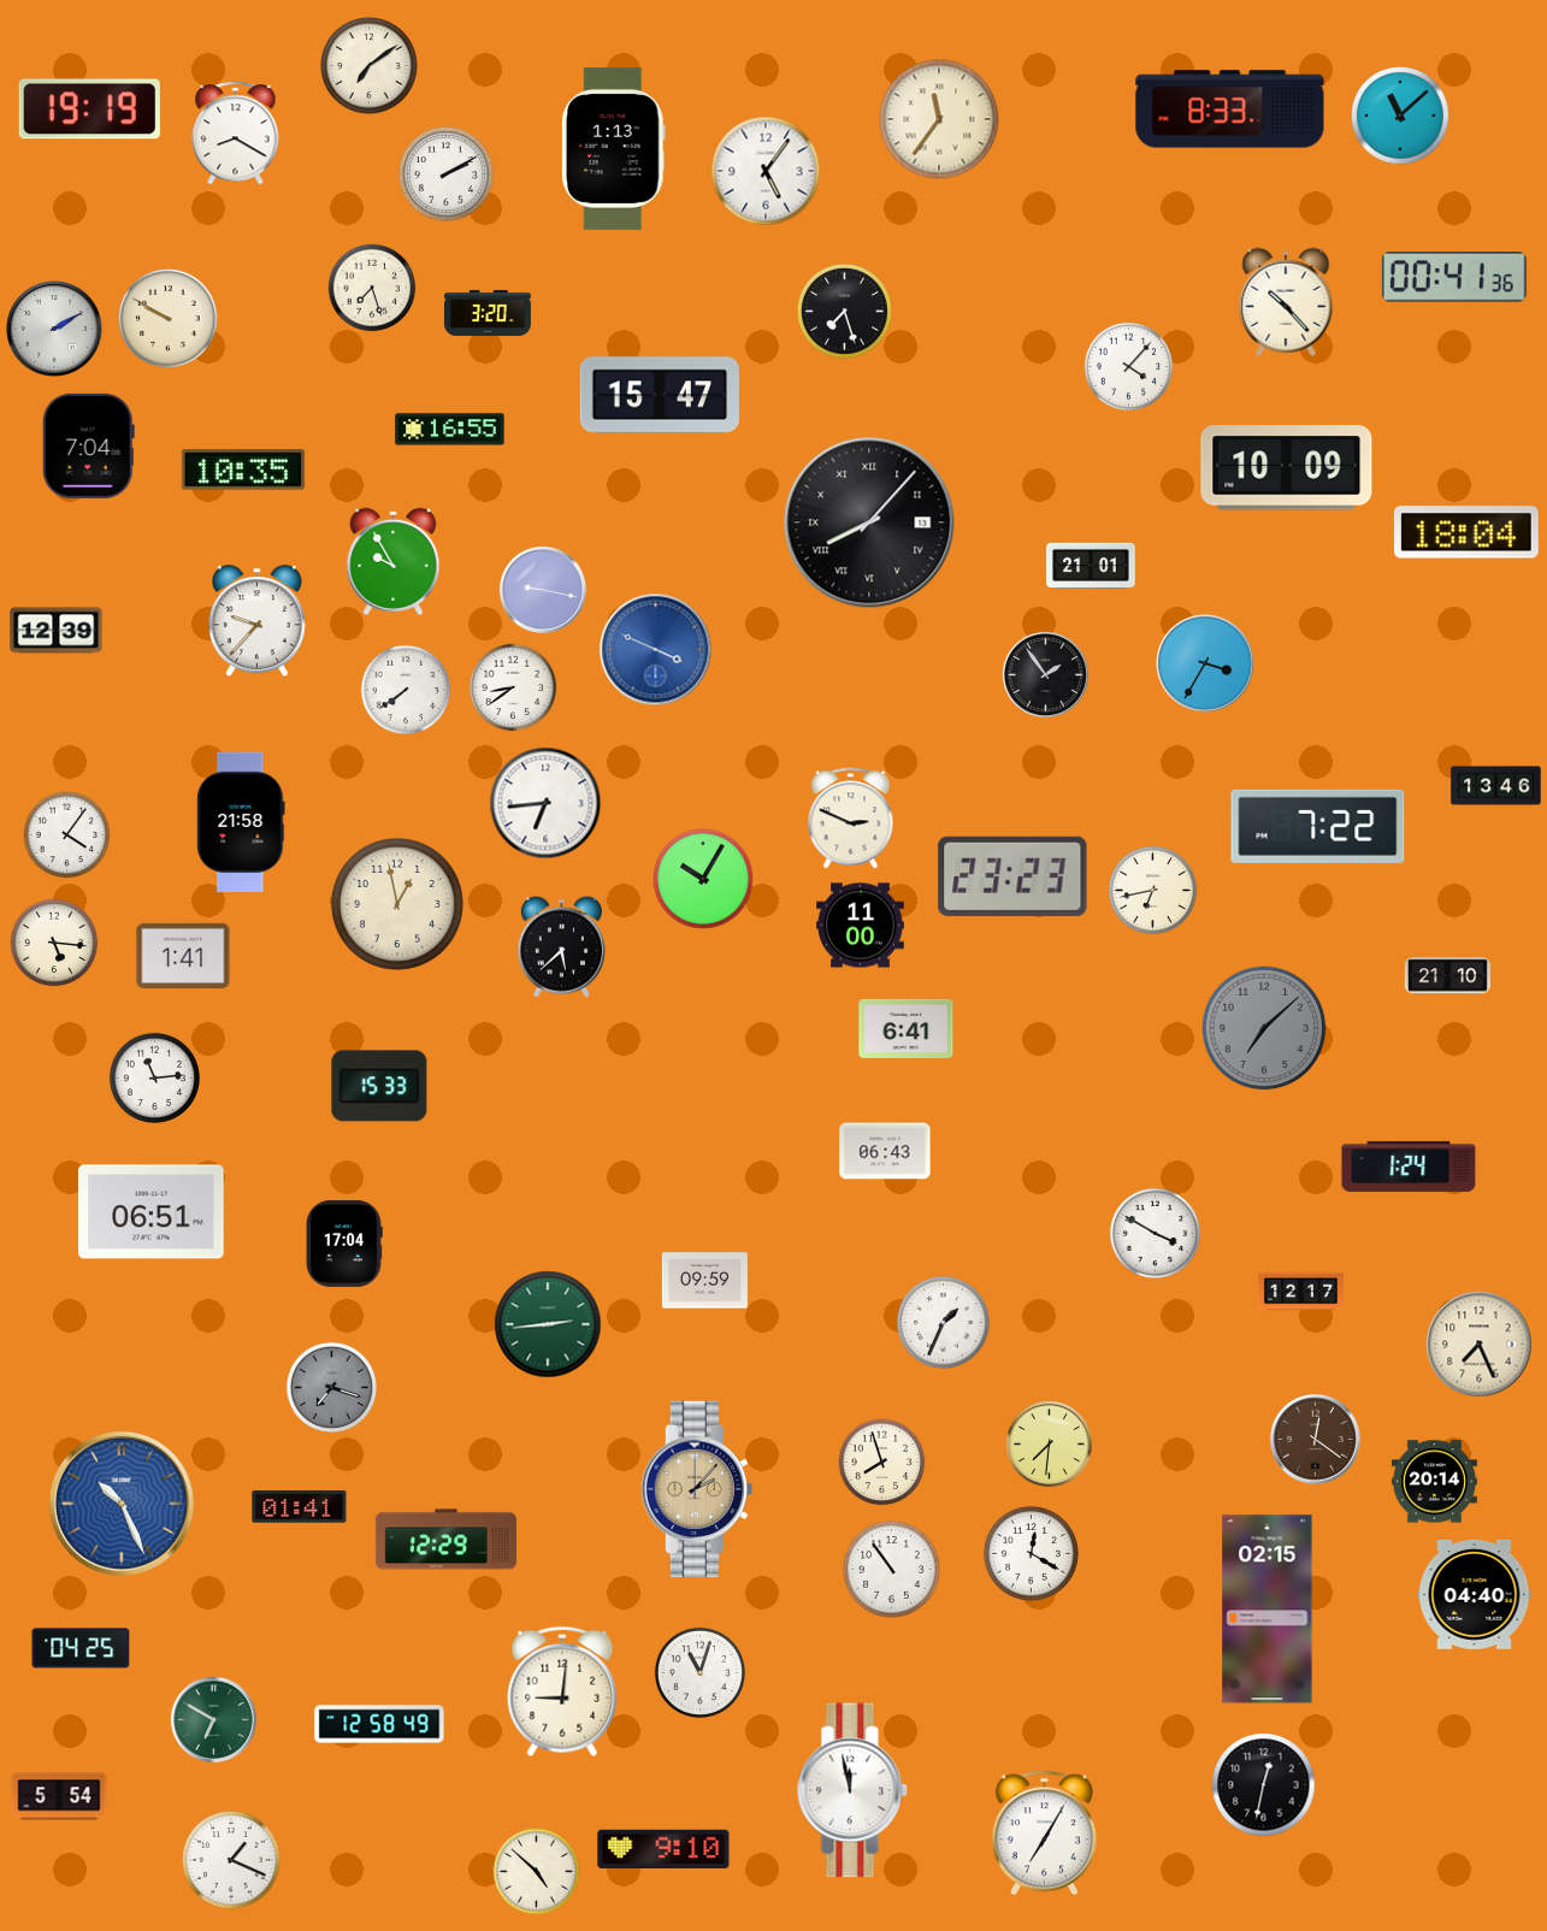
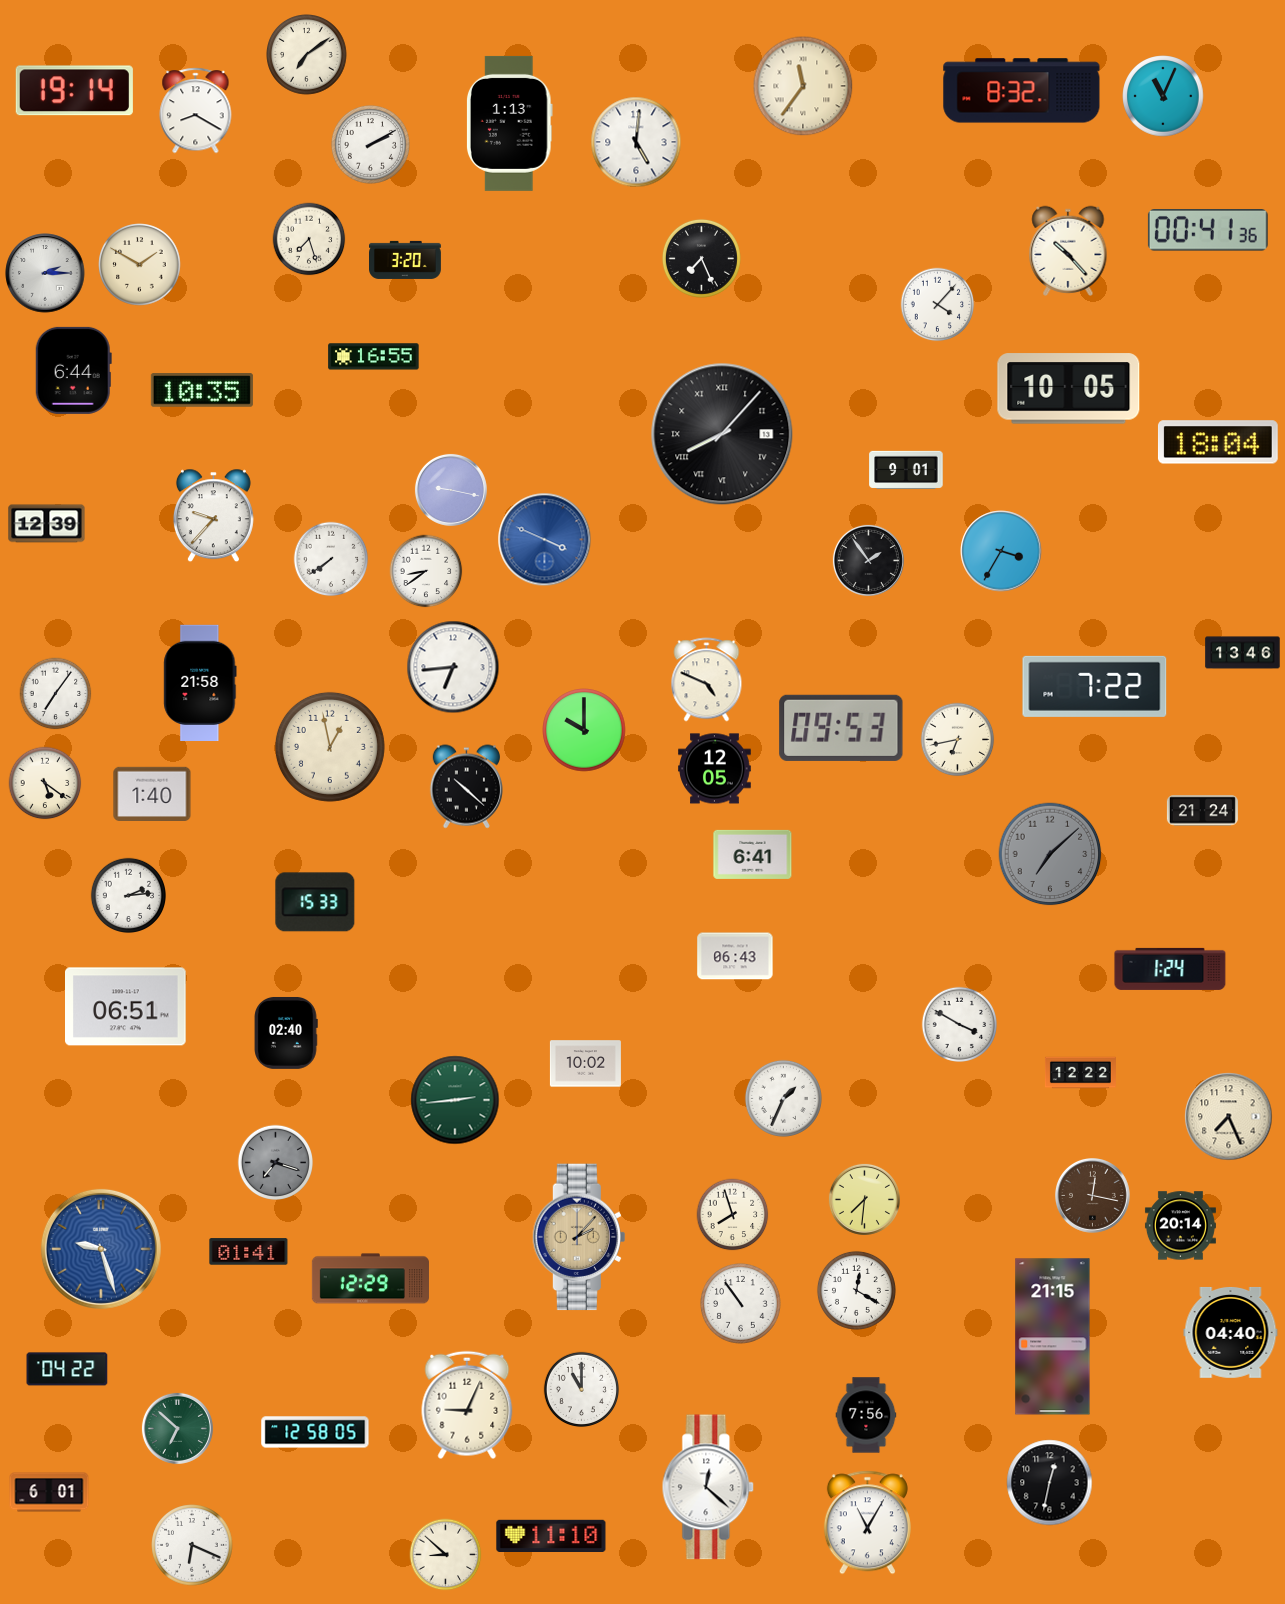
clock at (89, 110): 19:19 -> 19:14
clock at (1230, 110): 8:33 -> 8:32
clock at (1400, 116): 11:08 -> 11:04
clock at (939, 119) position: (939, 119) -> (803, 86)
clock at (766, 171): 5:06 -> 5:01
clock at (844, 311): 7:27 -> 7:26
clock at (169, 319): 9:50 -> 1:50
clock at (54, 329): 2:10 -> 2:15
clock at (660, 395): 15:47 -> none
clock at (88, 445): 7:04 -> 6:44
clock at (1287, 468): 10:09 -> 10:05
clock at (394, 561): 9:55 -> none
clock at (1091, 565): 21:01 -> 9:01
clock at (406, 690) position: (406, 690) -> (331, 559)
clock at (851, 819): 2:49 -> 4:49
clock at (67, 835): 4:06 -> 7:06
clock at (1012, 876): 23:23 -> 09:53
clock at (703, 879): 10:05 -> 10:00
clock at (397, 904) position: (397, 904) -> (330, 747)
clock at (861, 926): 11:00 -> 12:05
clock at (54, 943): 5:16 -> 5:21
clock at (561, 947): 5:38 -> 10:22
clock at (183, 956): 1:41 -> 1:40
clock at (1447, 976): 21:10 -> 21:24
clock at (154, 1077): 11:14 -> 2:14
clock at (344, 1244): 17:04 -> 02:40
clock at (704, 1281): 09:59 -> 10:02
clock at (1300, 1292): 12:17 -> 12:22
clock at (331, 1387) position: (331, 1387) -> (275, 1162)
clock at (1316, 1440): 12:21 -> 12:17
clock at (1049, 1443) position: (1049, 1443) -> (864, 1199)
clock at (1434, 1482) position: (1434, 1482) -> (1180, 1226)
clock at (122, 1504): 10:26 -> 9:27
clock at (1475, 1594) position: (1475, 1594) -> (1231, 1332)
clock at (1268, 1610): 02:15 -> 21:15
clock at (81, 1648): 04:25 -> 04:22
clock at (699, 1672): 11:03 -> 11:00
clock at (562, 1691): 9:01 -> 9:04
clock at (866, 1415): none -> 7:56
clock at (213, 1719): 6:50 -> 6:52
clock at (379, 1724): 12:58:49 -> 12:58:05
clock at (852, 1790): 11:58 -> 12:22
clock at (59, 1796): 5:54 -> 6:01
clock at (1044, 1833): 7:05 -> 11:05
clock at (663, 1849): 9:10 -> 11:10
clock at (231, 1860): 1:19 -> 6:19
clock at (537, 1872): 4:52 -> 8:52
